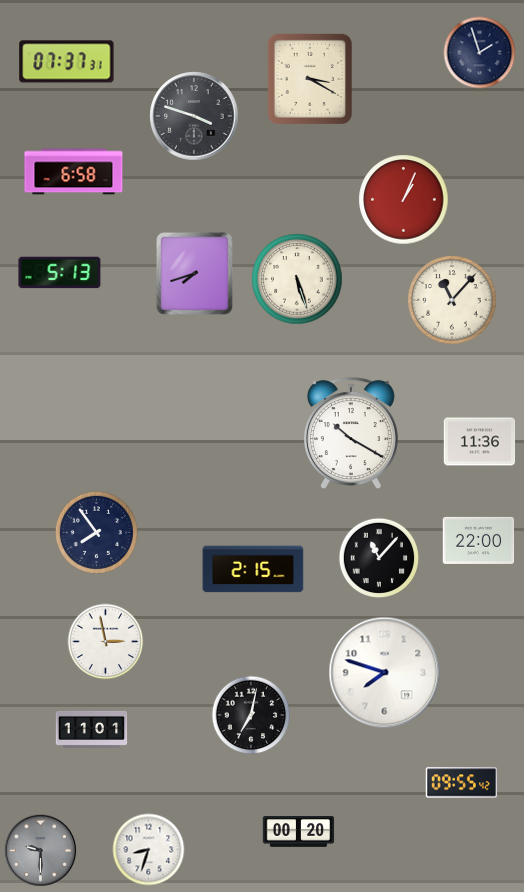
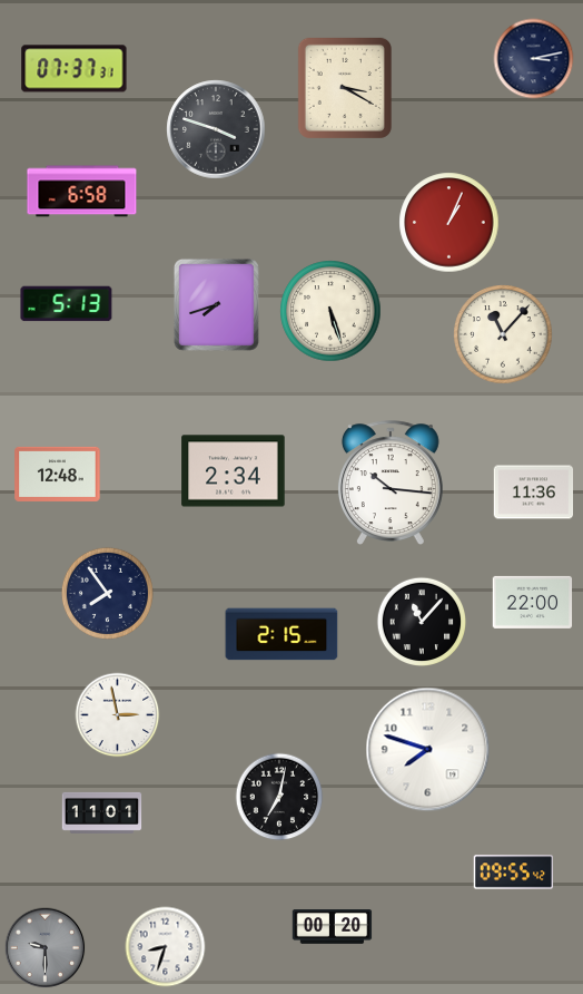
clock at (480, 53): 1:57 -> 3:13
clock at (234, 471): none -> 2:34
clock at (58, 474): none -> 12:48
clock at (351, 433): 10:20 -> 10:16
